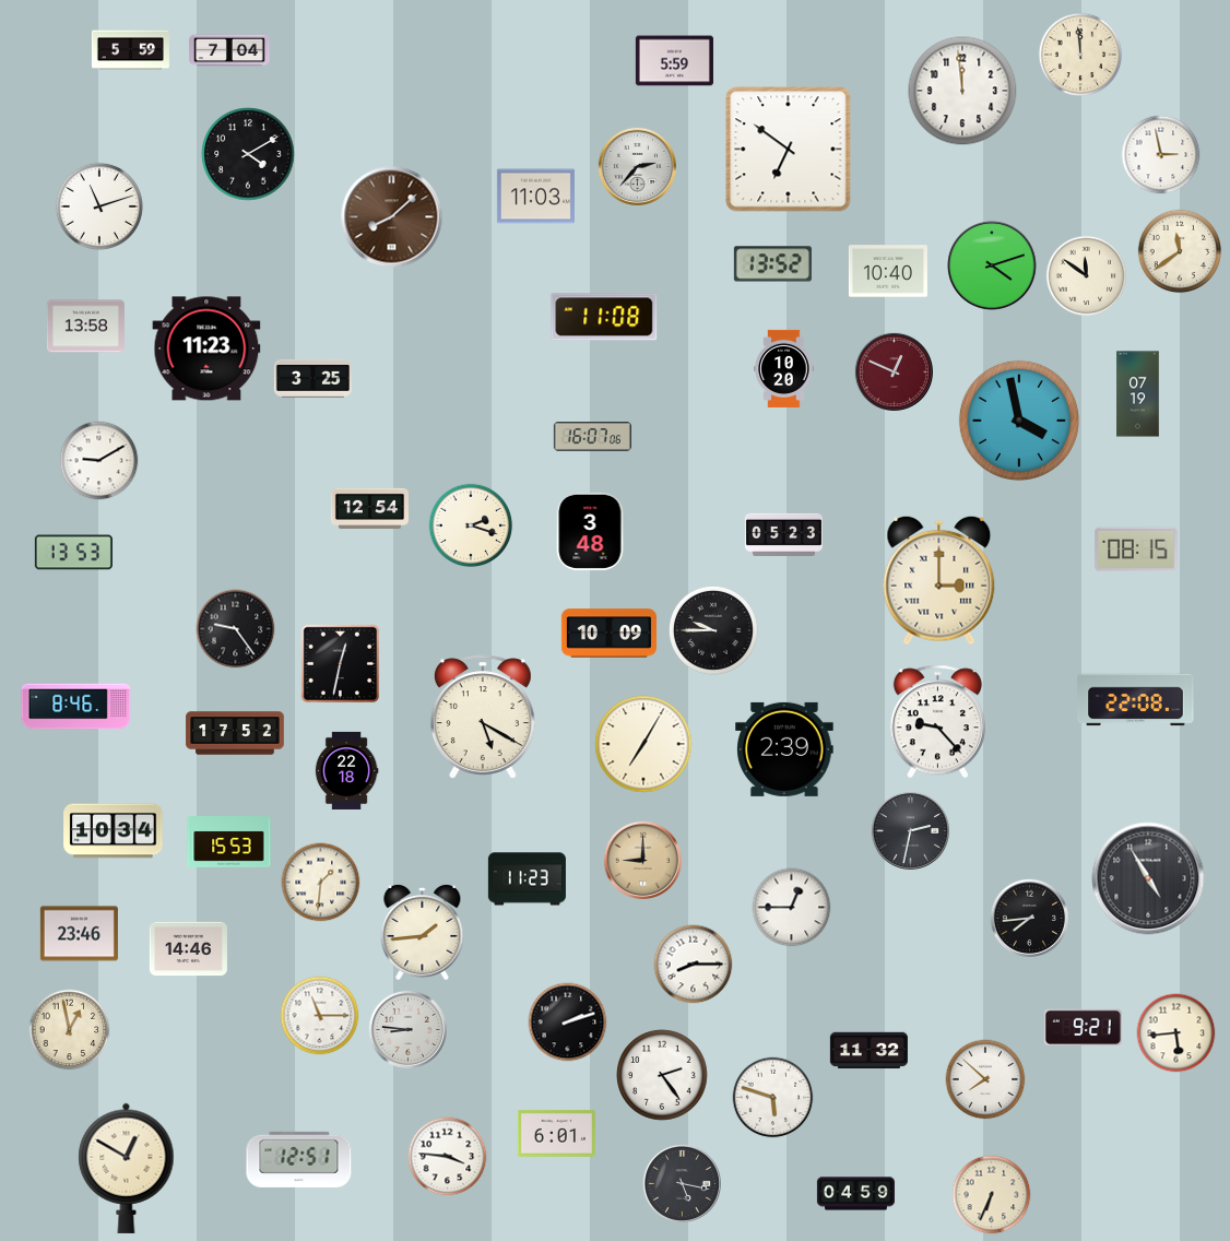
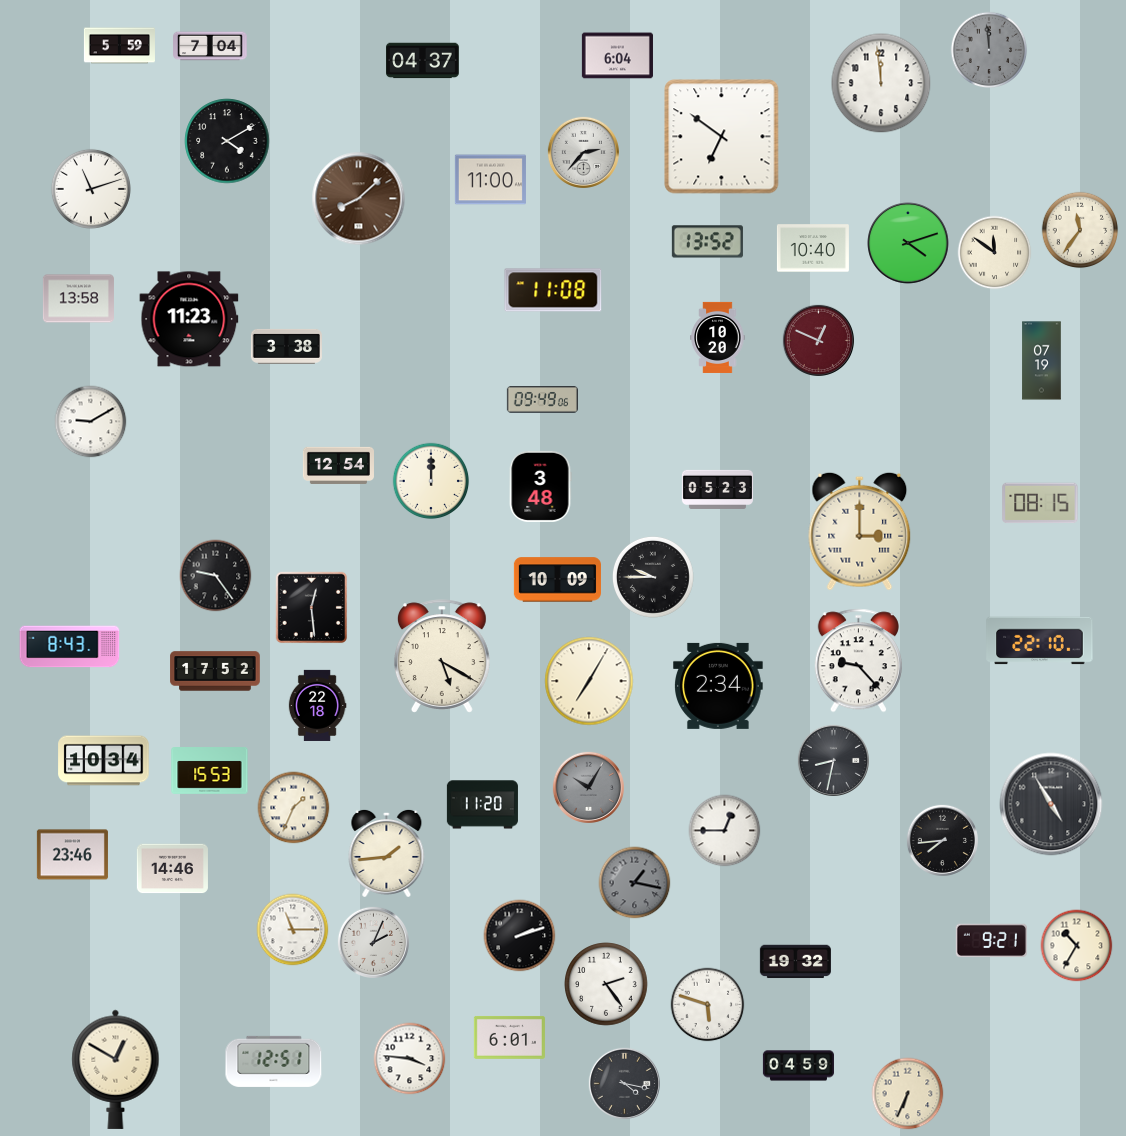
clock at (1080, 55) dial: cream -> grey
clock at (674, 61): 5:59 -> 6:04
clock at (423, 61): none -> 04:37
clock at (1161, 155): 2:58 -> none
clock at (535, 197): 11:03 -> 11:00
clock at (1180, 251): 11:39 -> 11:36
clock at (312, 378): 3:25 -> 3:38
clock at (1019, 421): 3:58 -> none
clock at (592, 437): 16:07 -> 09:49
clock at (471, 525): 2:18 -> 12:00
clock at (73, 553): 13:53 -> none
clock at (341, 664): 12:32 -> 12:29
clock at (1136, 700): 22:08 -> 22:10
clock at (76, 707): 8:46 -> 8:43
clock at (785, 749): 2:39 -> 2:34
clock at (910, 830): 2:32 -> 8:32
clock at (642, 860): 9:00 -> 10:05
clock at (642, 860) dial: champagne -> grey
clock at (527, 879): 11:23 -> 11:20
clock at (321, 883): 1:31 -> 1:34
clock at (694, 965): 8:15 -> 1:17
clock at (694, 965) dial: white -> grey
clock at (407, 1029): 8:46 -> 2:04
clock at (70, 1030): 12:58 -> none
clock at (1176, 1033): 5:44 -> 10:35
clock at (868, 1051): 11:32 -> 19:32
clock at (985, 1079): 7:52 -> none
clock at (682, 1183): 5:17 -> 4:17
clock at (855, 1194) position: (855, 1194) -> (798, 1066)
